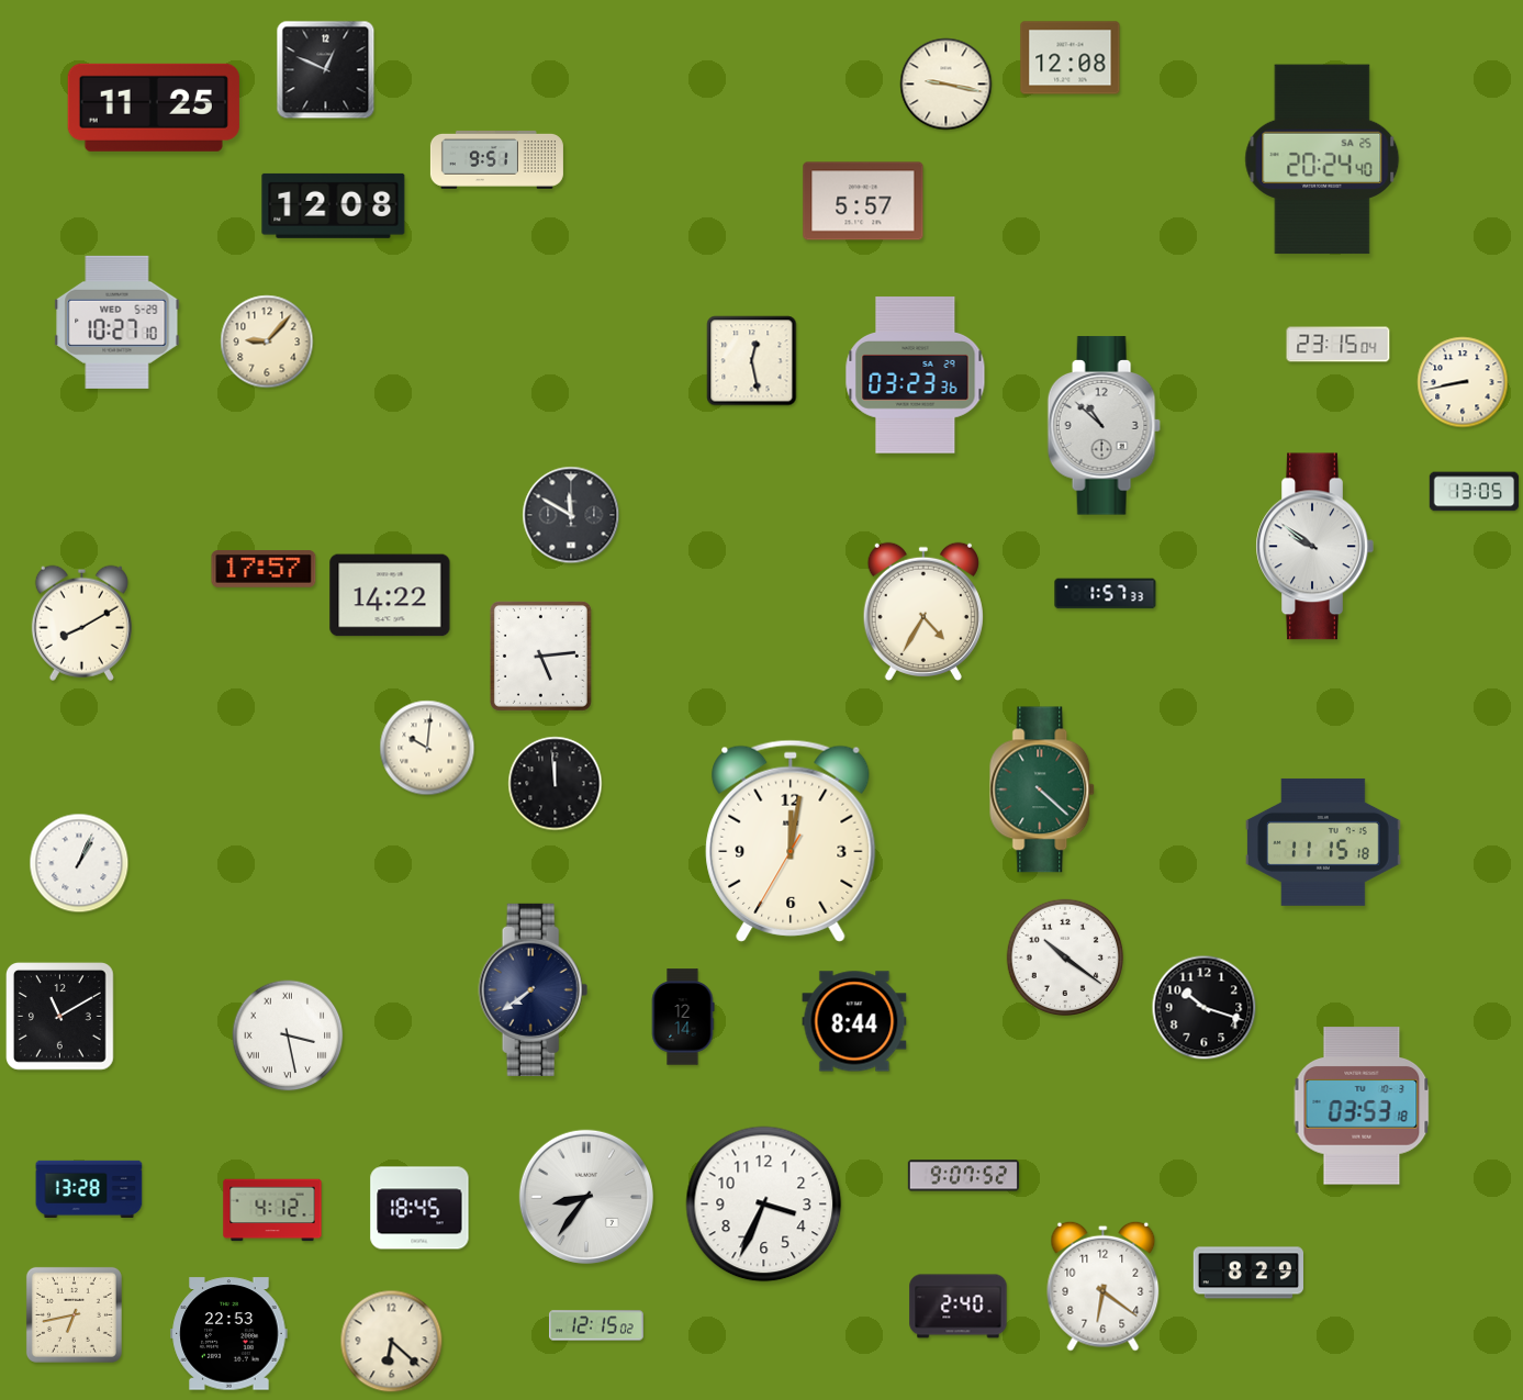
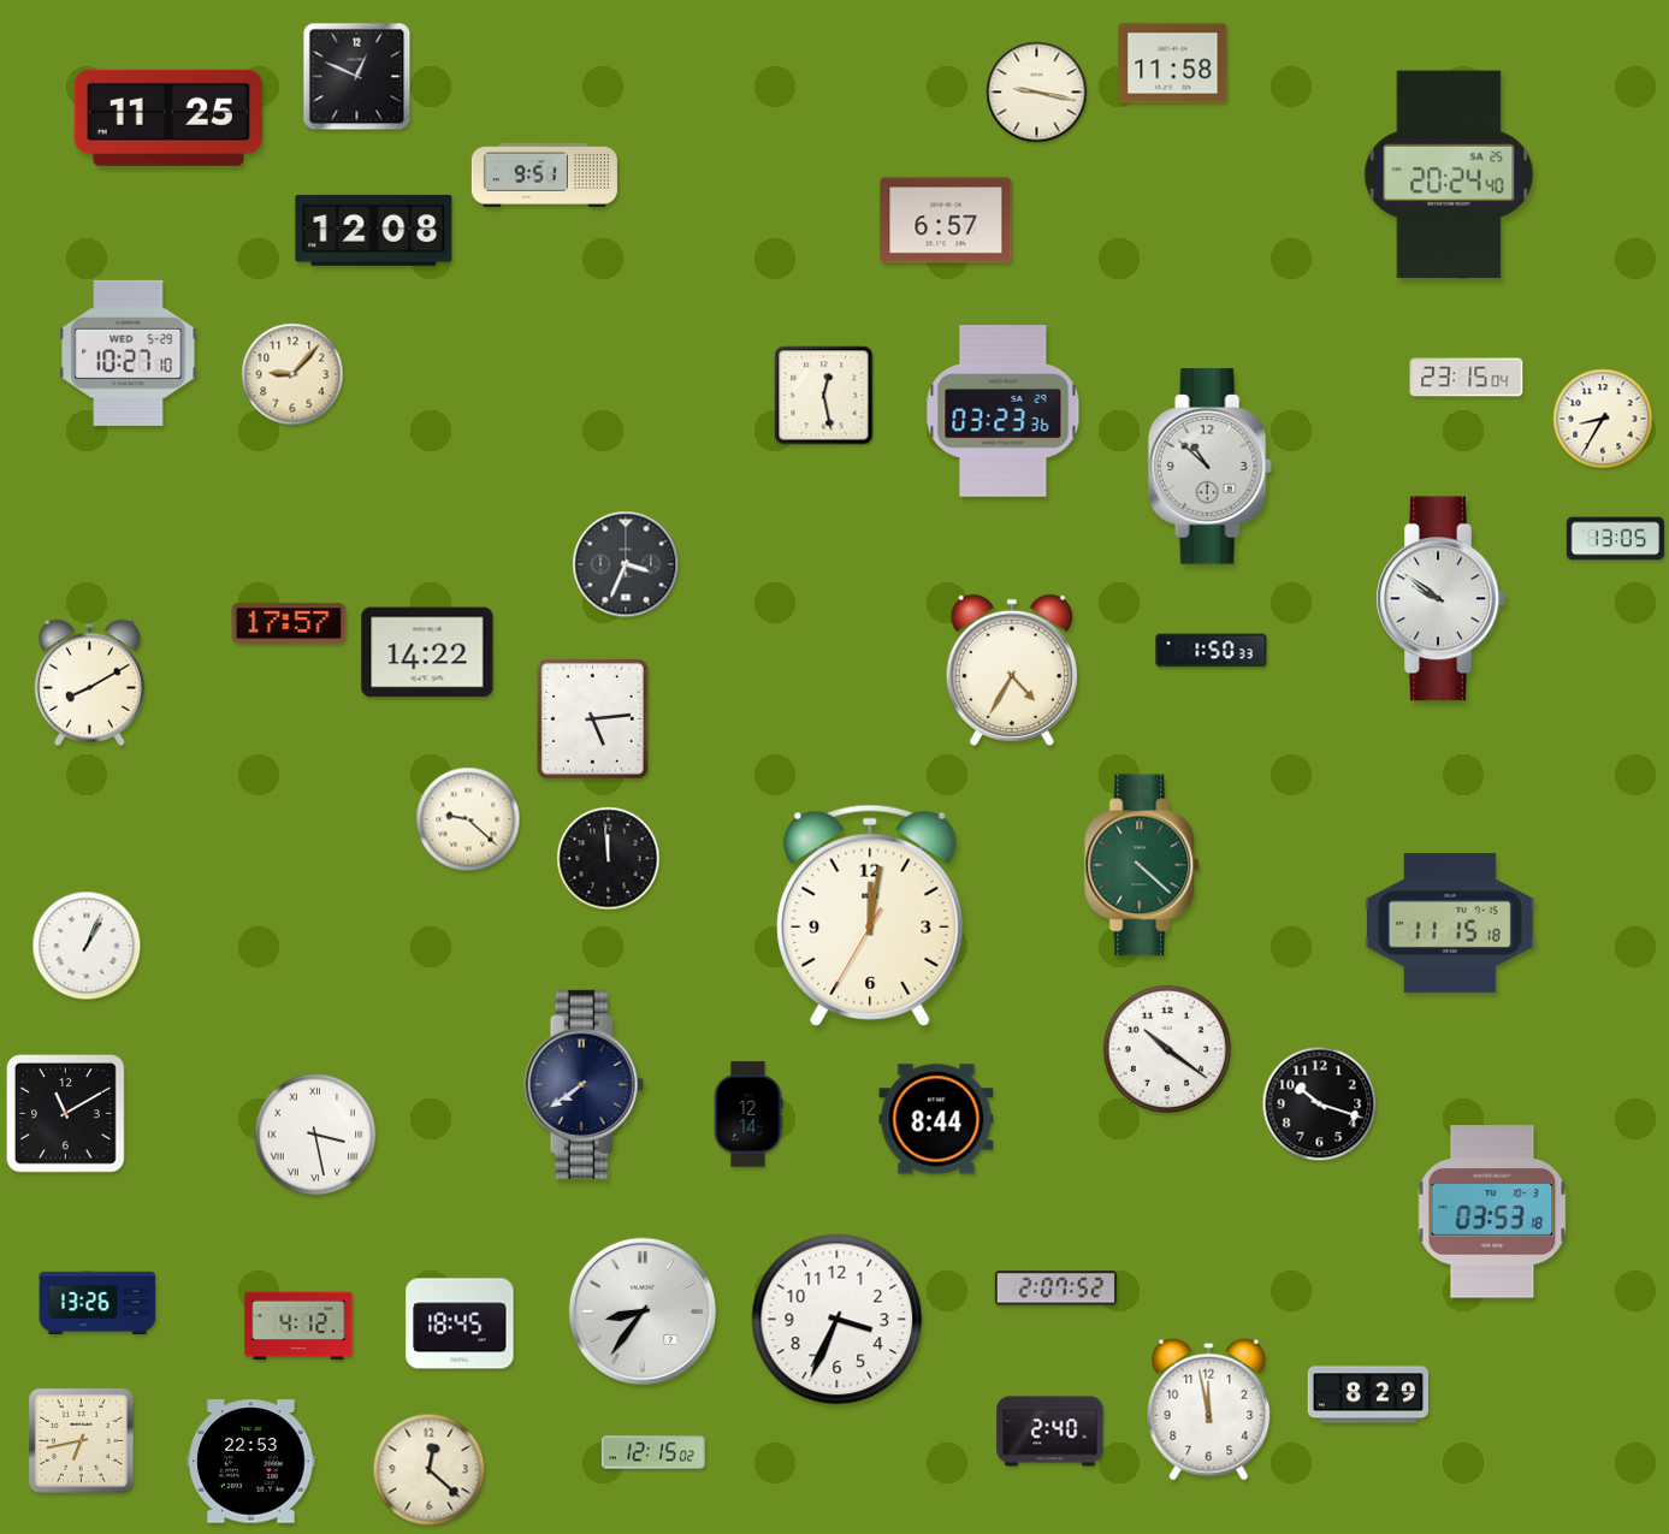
clock at (1071, 58): 12:08 -> 11:58
clock at (863, 201): 5:57 -> 6:57
clock at (334, 205) position: (334, 205) -> (374, 230)
clock at (1463, 382): 8:43 -> 8:35
clock at (571, 515): 11:50 -> 3:34
clock at (1106, 594): 1:57 -> 1:50
clock at (427, 748): 10:01 -> 9:22
clock at (791, 841) position: (791, 841) -> (870, 916)
clock at (963, 1176): 9:07 -> 2:07
clock at (89, 1188): 13:28 -> 13:26
clock at (1104, 1286): 6:21 -> 11:58
clock at (392, 1342): 6:22 -> 12:22
